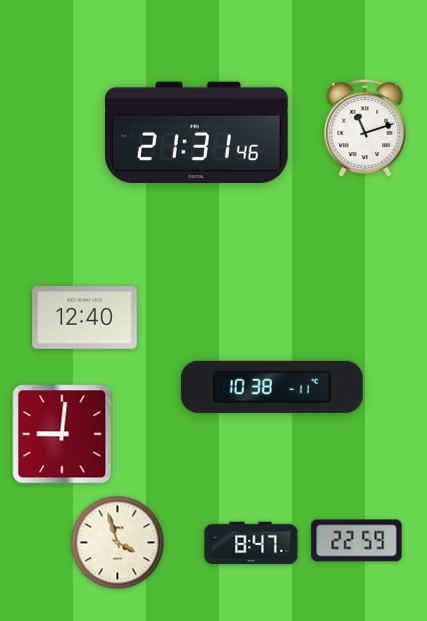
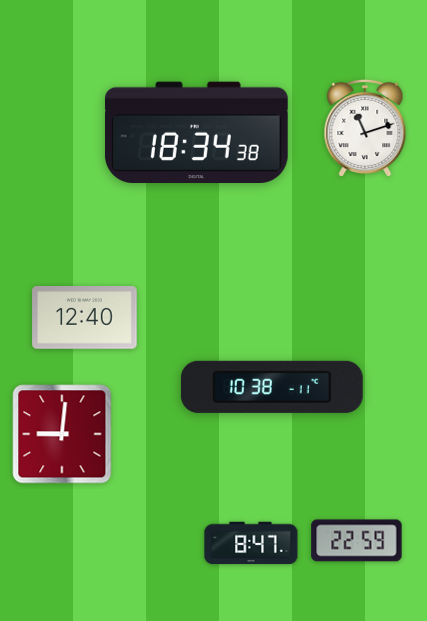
clock at (196, 132): 21:31 -> 18:34
clock at (118, 543): 3:57 -> none
